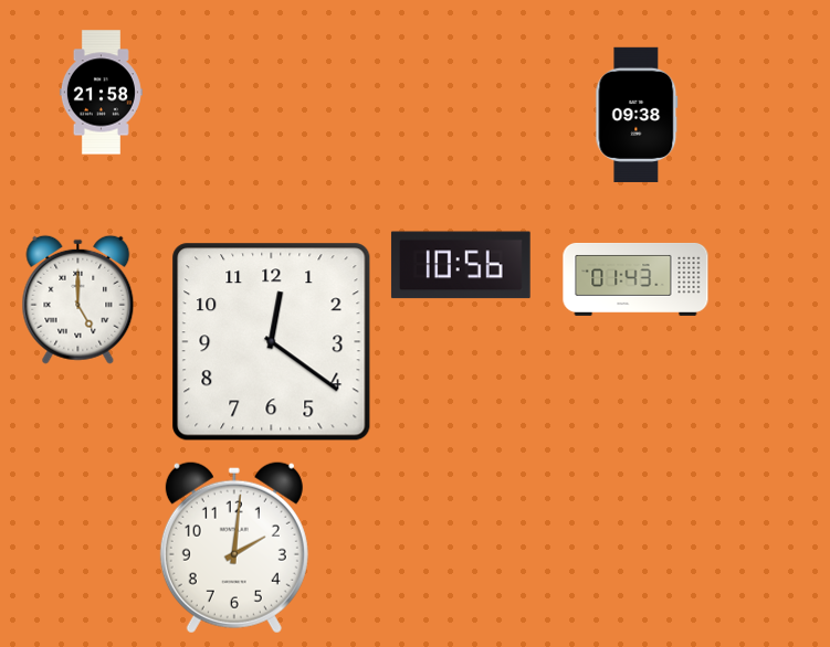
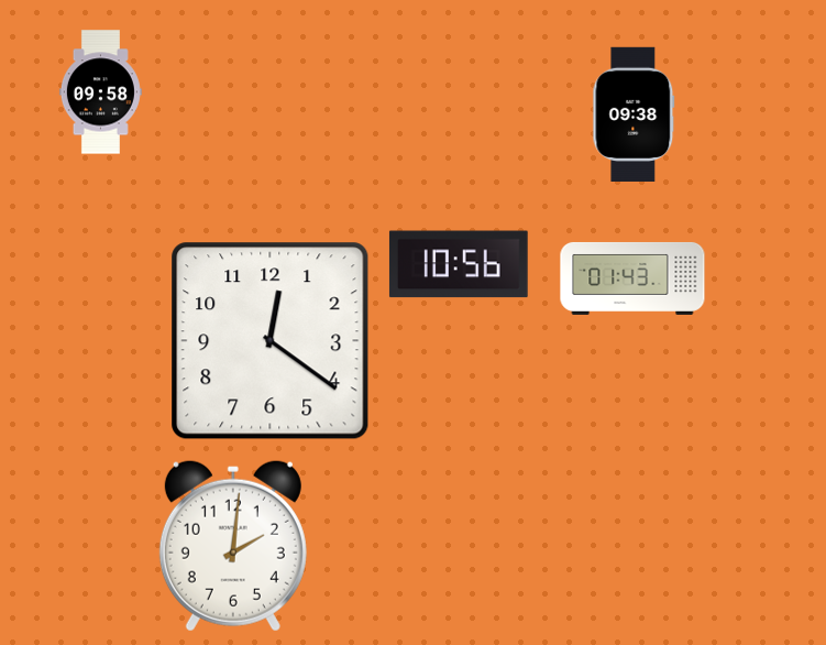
clock at (101, 93): 21:58 -> 09:58
clock at (78, 299): 5:00 -> none
